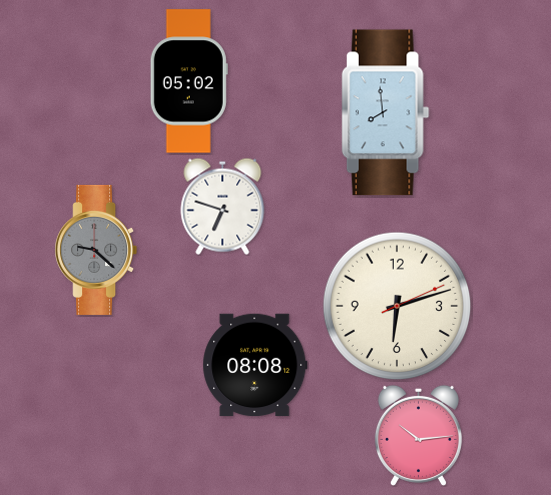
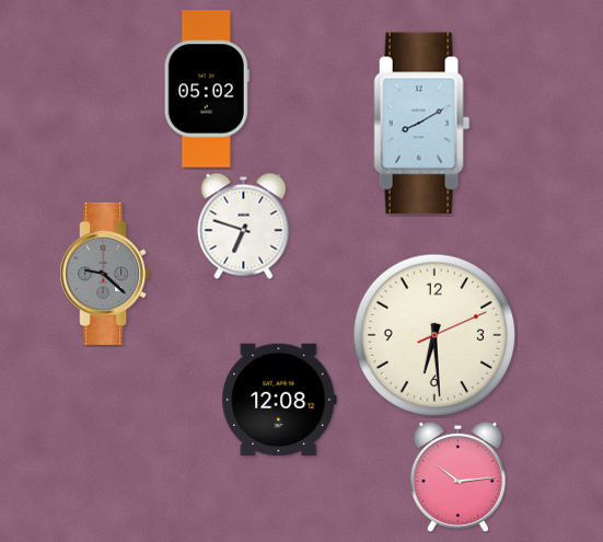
clock at (386, 113): 7:59 -> 8:10
clock at (397, 306): 6:12 -> 6:29
clock at (255, 365): 08:08 -> 12:08
